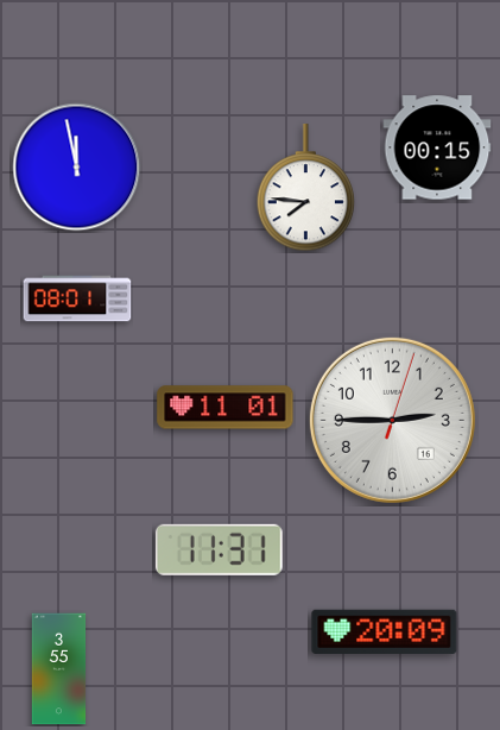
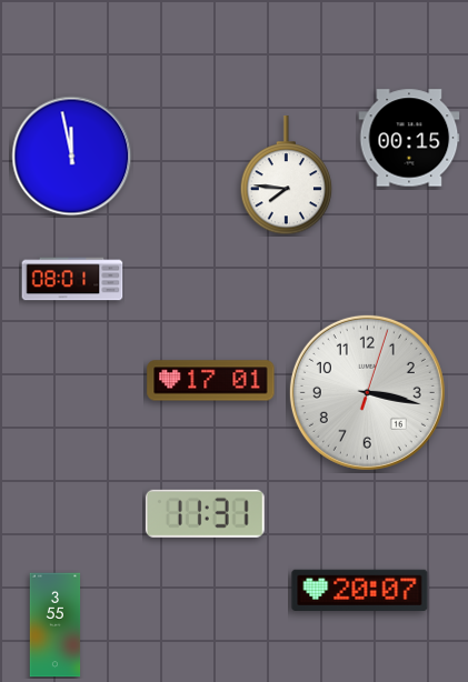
clock at (226, 408): 11:01 -> 17:01
clock at (392, 420): 2:45 -> 3:17
clock at (385, 631): 20:09 -> 20:07
